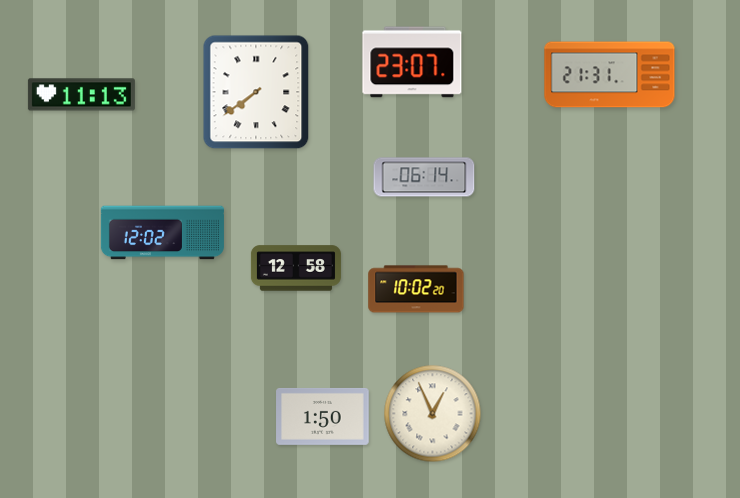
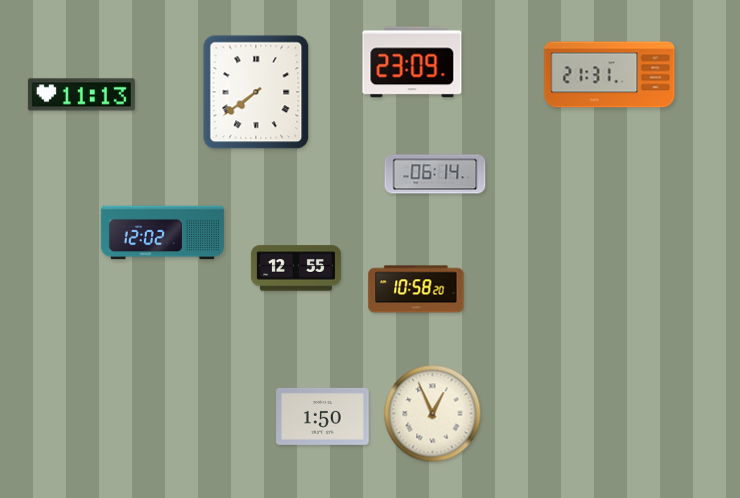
clock at (412, 62): 23:07 -> 23:09
clock at (424, 177) position: (424, 177) -> (435, 174)
clock at (296, 268): 12:58 -> 12:55
clock at (416, 289): 10:02 -> 10:58
